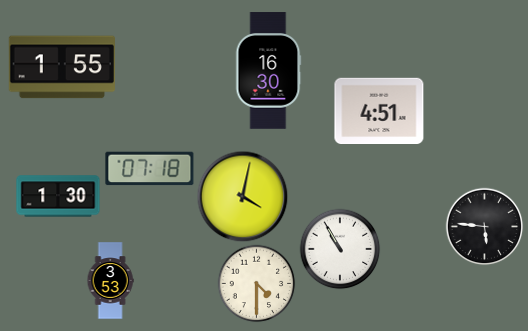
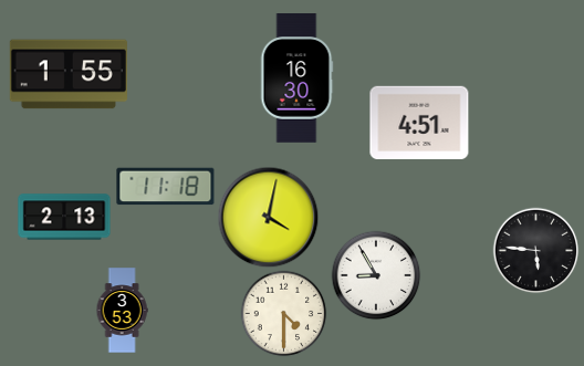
clock at (150, 169): 07:18 -> 11:18
clock at (58, 196): 1:30 -> 2:13
clock at (340, 249): 10:55 -> 8:55
